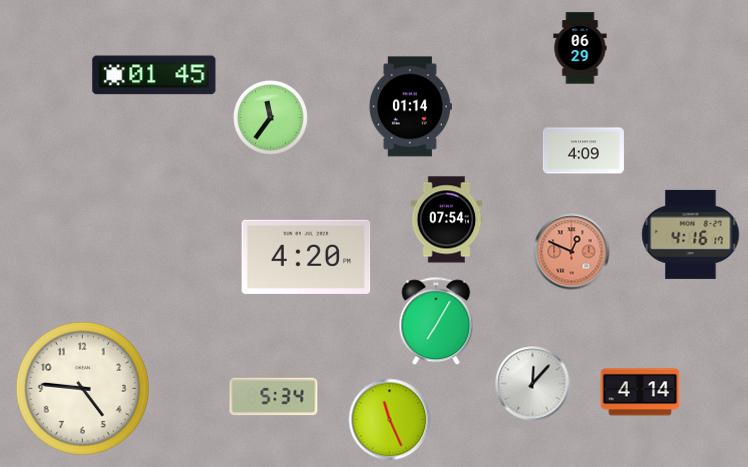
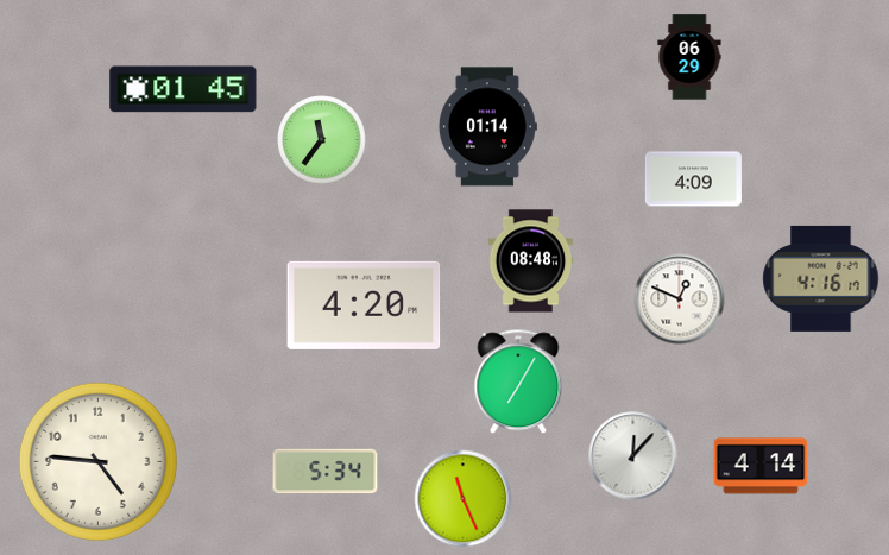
clock at (447, 220): 07:54 -> 08:48
clock at (572, 252) dial: salmon -> white
